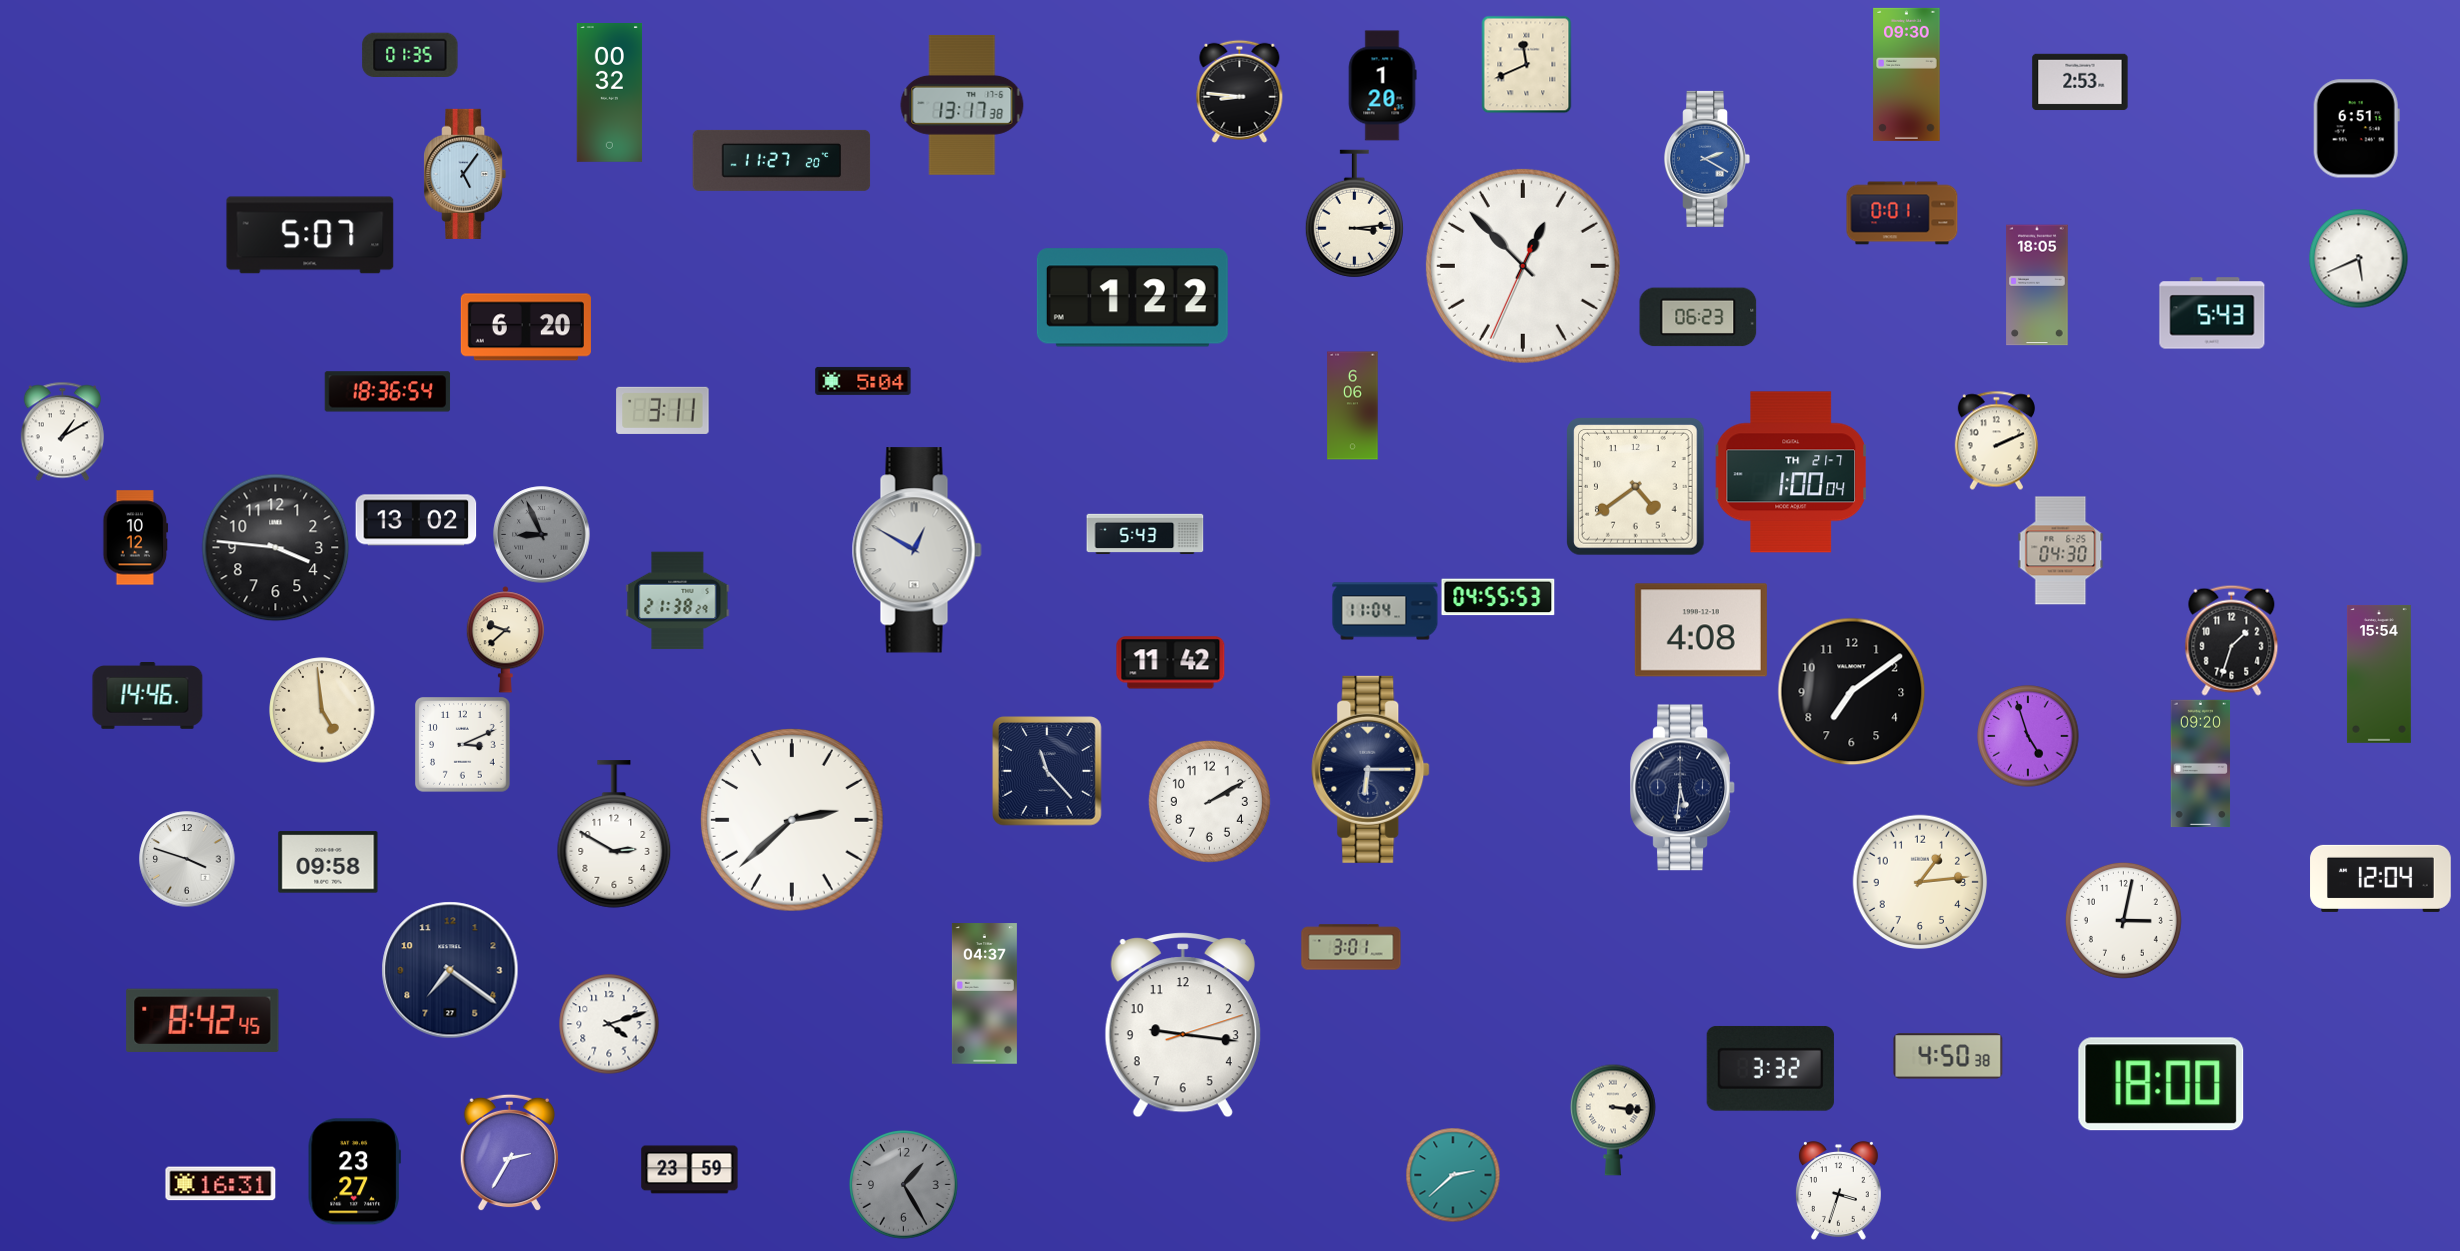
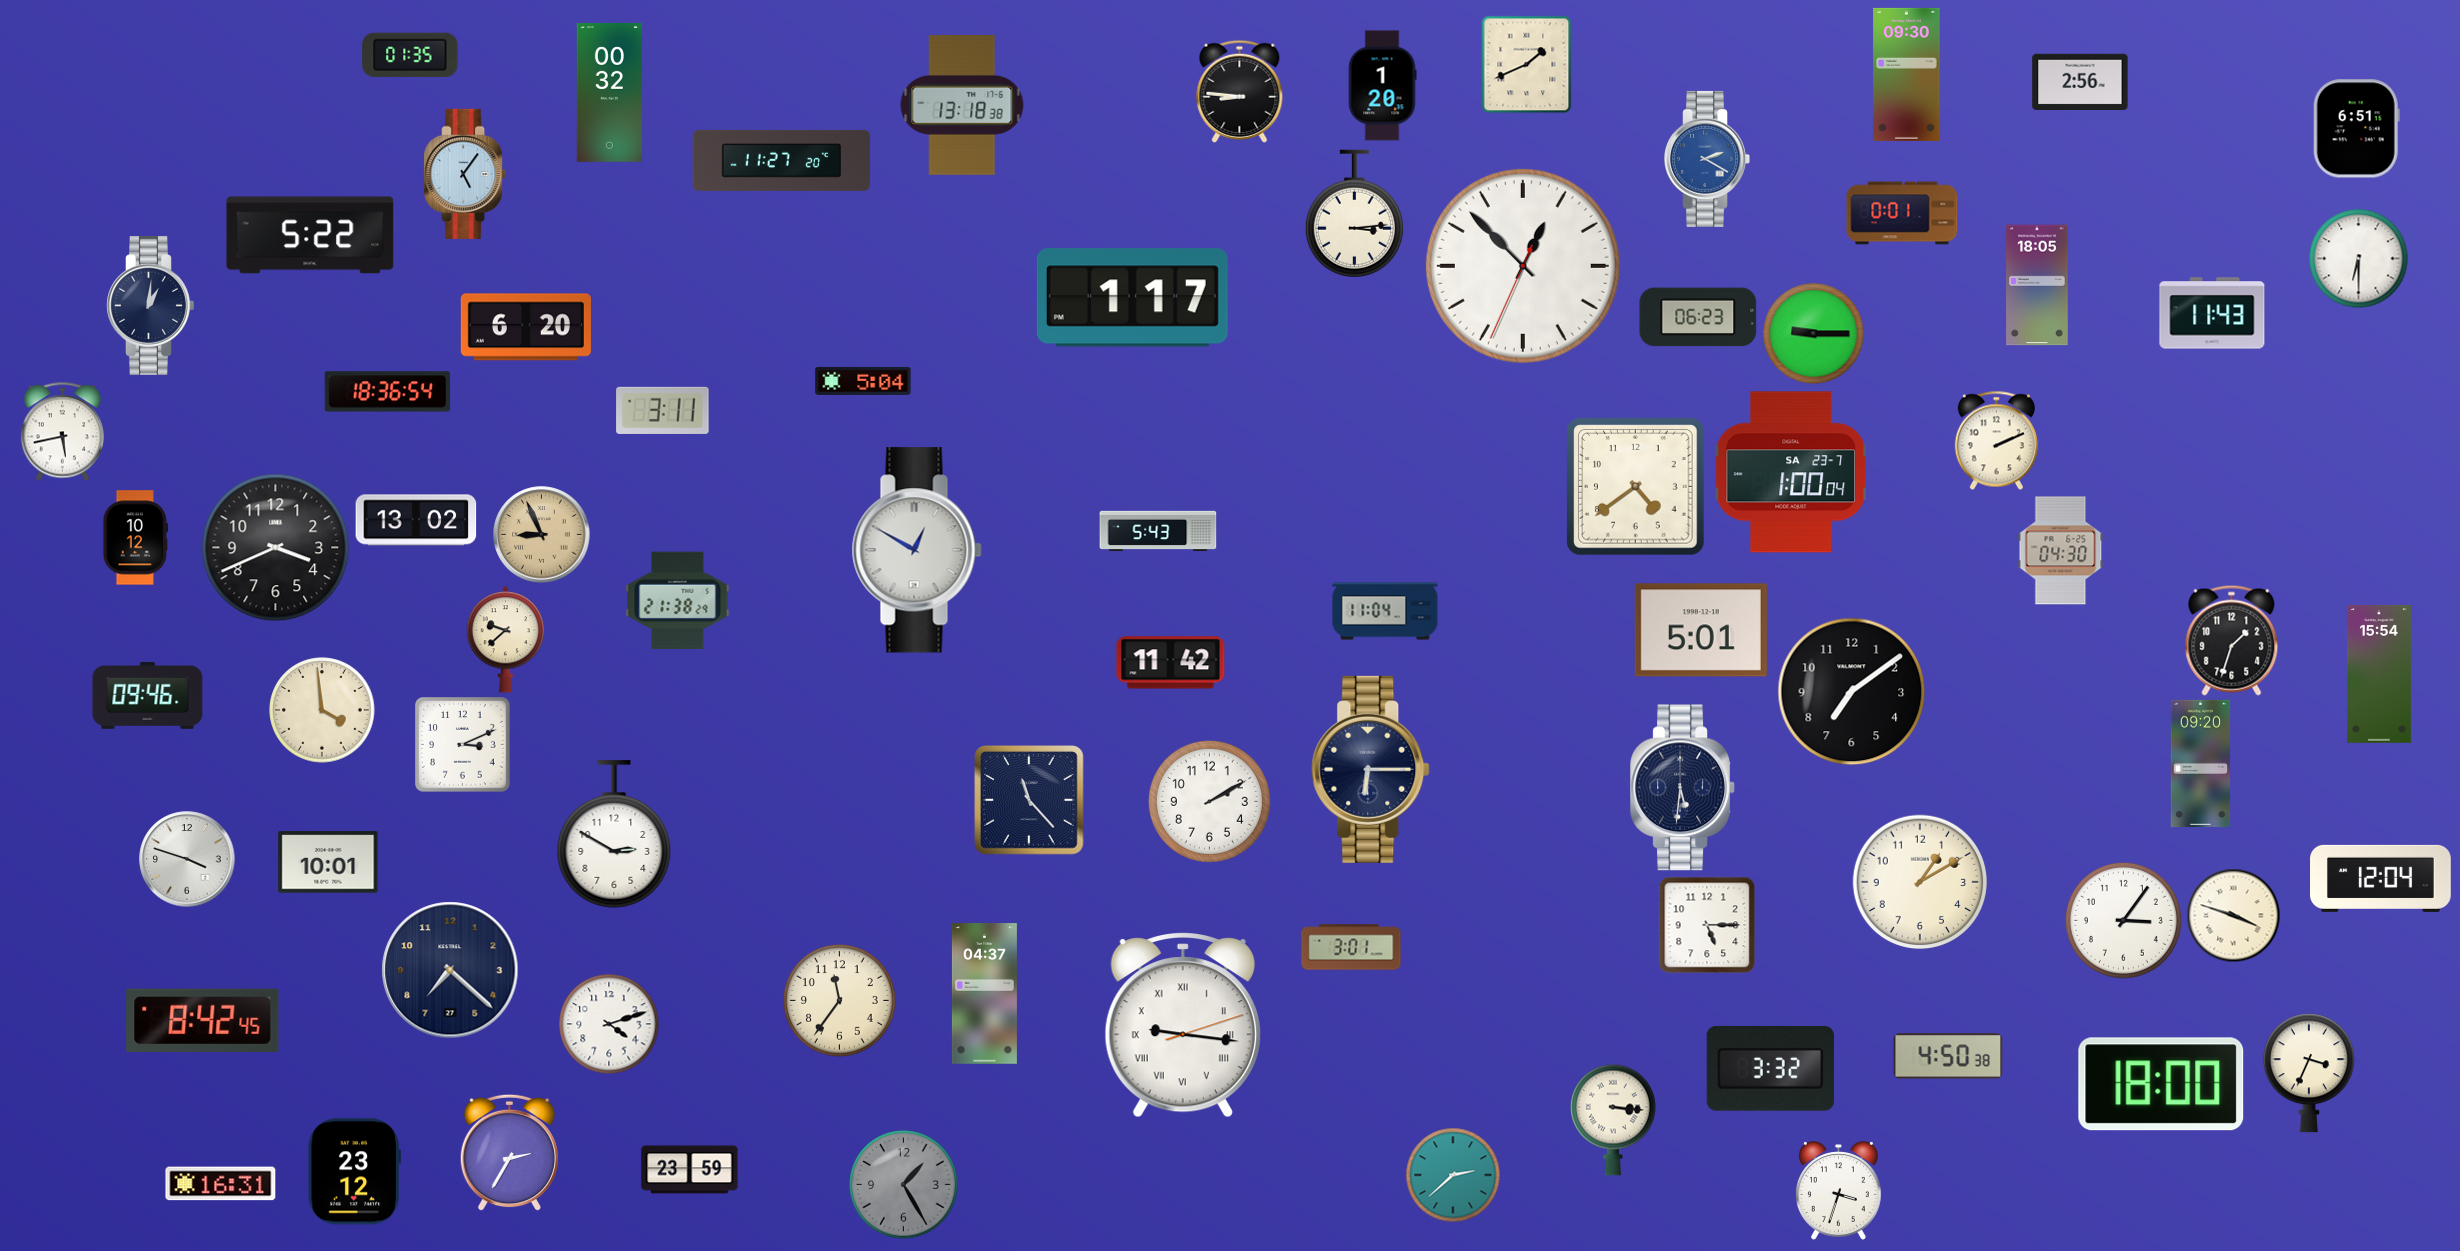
clock at (1527, 64): 11:41 -> 1:41
clock at (2080, 82): 2:53 -> 2:56
clock at (962, 105): 13:17 -> 13:18
clock at (310, 235): 5:07 -> 5:22
clock at (2359, 259): 5:41 -> 6:30
clock at (1132, 298): 1:22 -> 1:17
clock at (151, 305): none -> 1:01
clock at (2212, 313): 5:43 -> 11:43
clock at (1814, 334): none -> 9:15
clock at (1353, 406): 6:06 -> none
clock at (62, 431): 1:10 -> 5:43
clock at (1790, 472) date: TH 21-7 -> SA 23-7
clock at (1145, 534) position: (1145, 534) -> (1158, 531)
clock at (542, 535) dial: grey -> champagne
clock at (276, 548): 3:46 -> 3:41
clock at (1498, 597): 04:55 -> none
clock at (1701, 630): 4:08 -> 5:01
clock at (148, 696): 14:46 -> 09:46
clock at (322, 710): 4:59 -> 3:59
clock at (2028, 736): 4:57 -> none
clock at (1047, 771) position: (1047, 771) -> (1029, 800)
clock at (792, 820): 2:38 -> none
clock at (328, 862): 09:58 -> 10:01
clock at (1920, 882): 1:14 -> 1:10
clock at (2233, 915): none -> 3:48
clock at (2123, 920): 3:02 -> 3:06
clock at (1707, 925): none -> 5:15
clock at (450, 970): 7:21 -> 7:22
clock at (840, 1001): none -> 11:36
clock at (1183, 1026) numerals: Arabic -> Roman
clock at (2309, 1073): none -> 3:34
clock at (354, 1172): 23:27 -> 23:12
